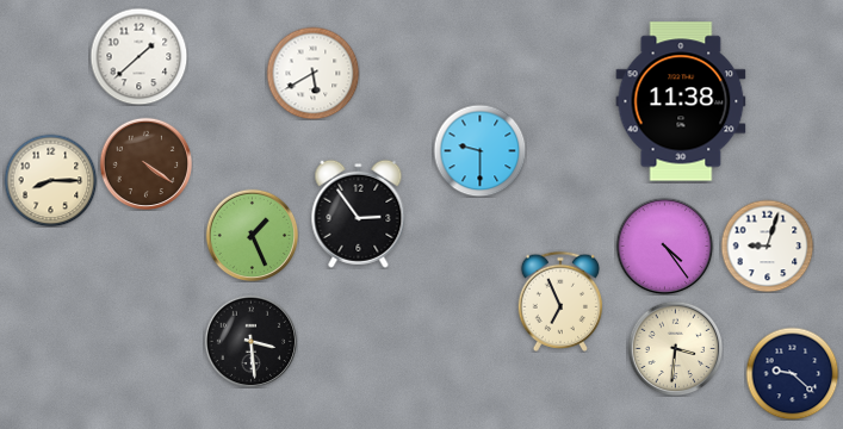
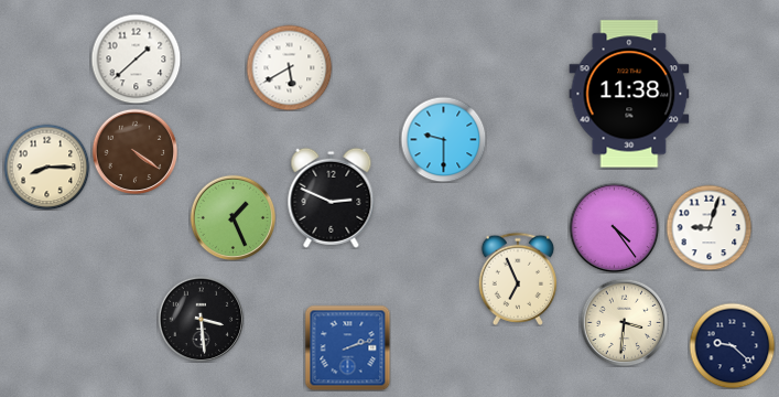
clock at (138, 56) position: (138, 56) -> (136, 58)
clock at (359, 213): 2:54 -> 2:49
clock at (250, 341) position: (250, 341) -> (201, 319)
clock at (347, 347): none -> 2:12
